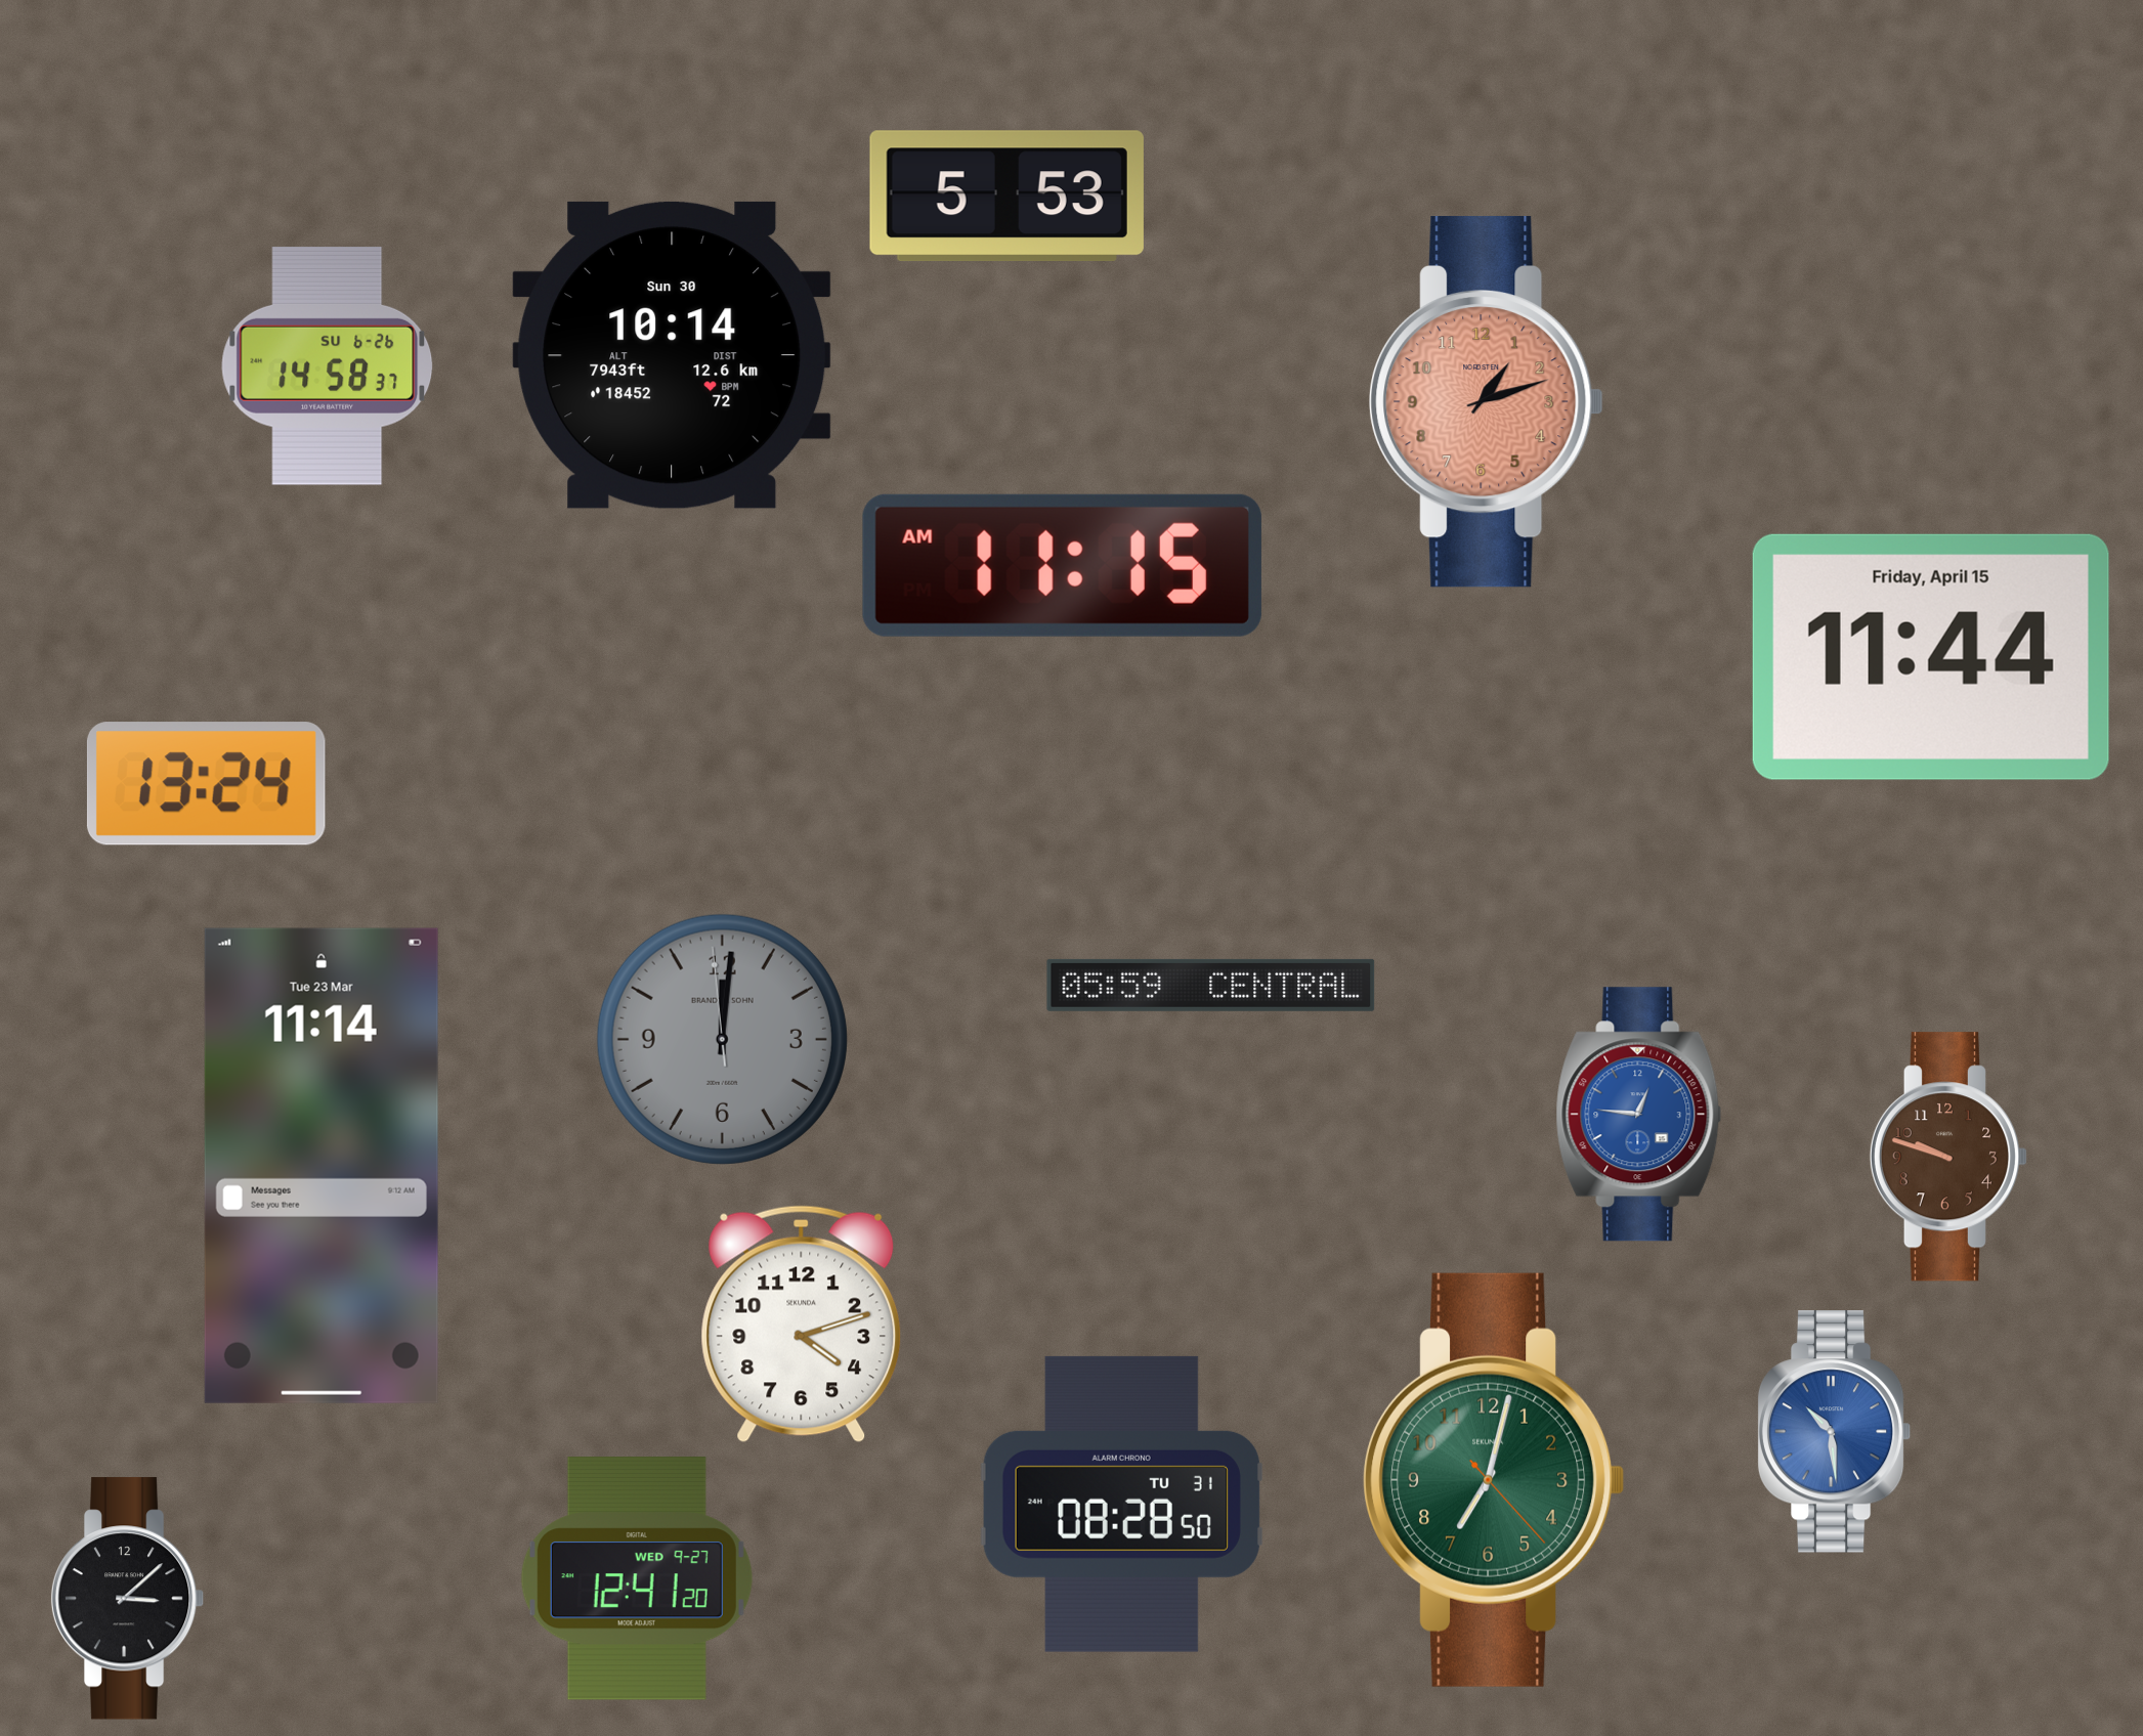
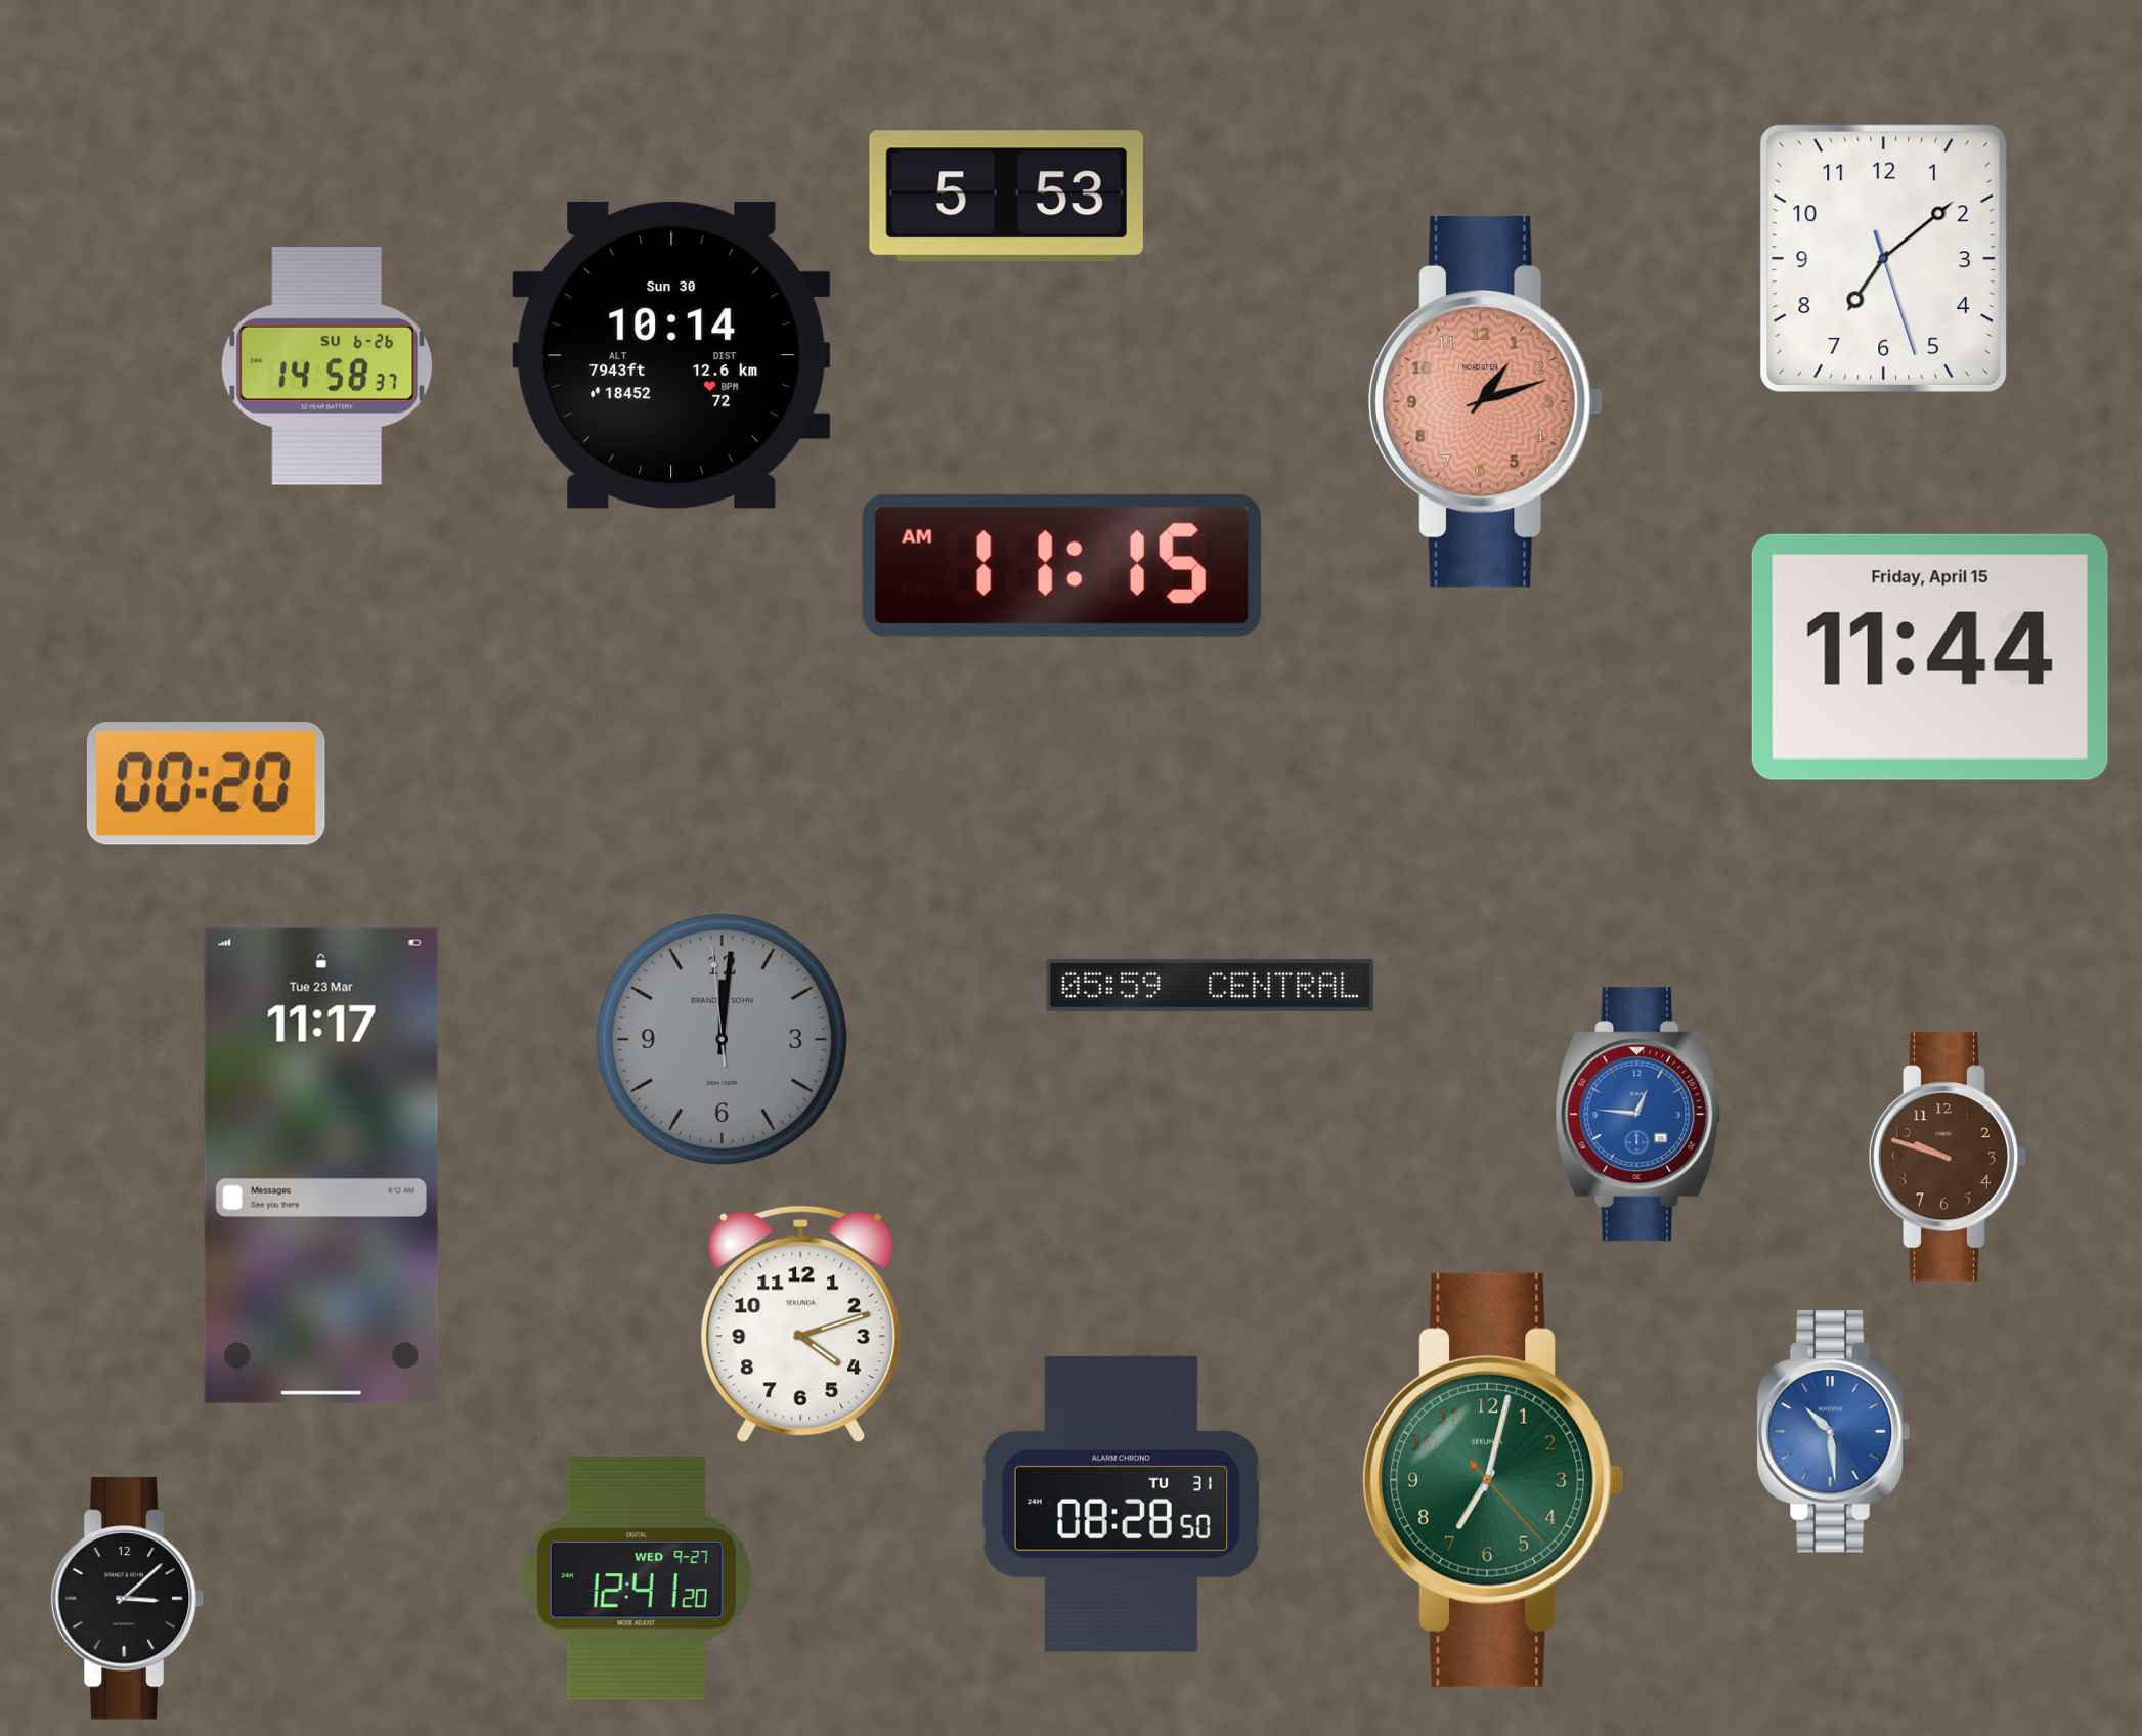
clock at (1883, 258): none -> 7:08
clock at (206, 784): 13:24 -> 00:20
clock at (322, 1166): 11:14 -> 11:17
